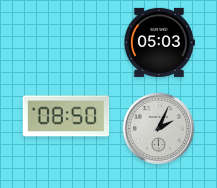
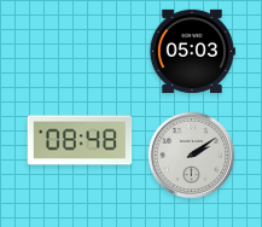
clock at (66, 116): 08:50 -> 08:48
clock at (158, 128): 2:04 -> 2:09
